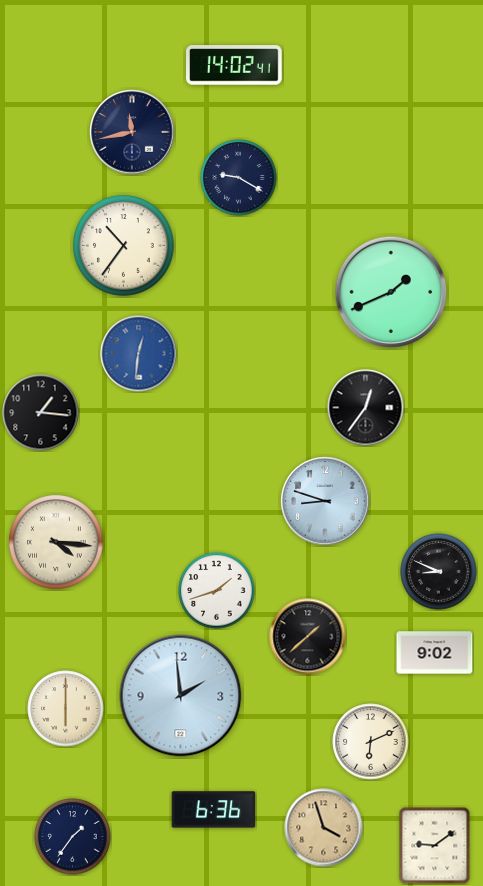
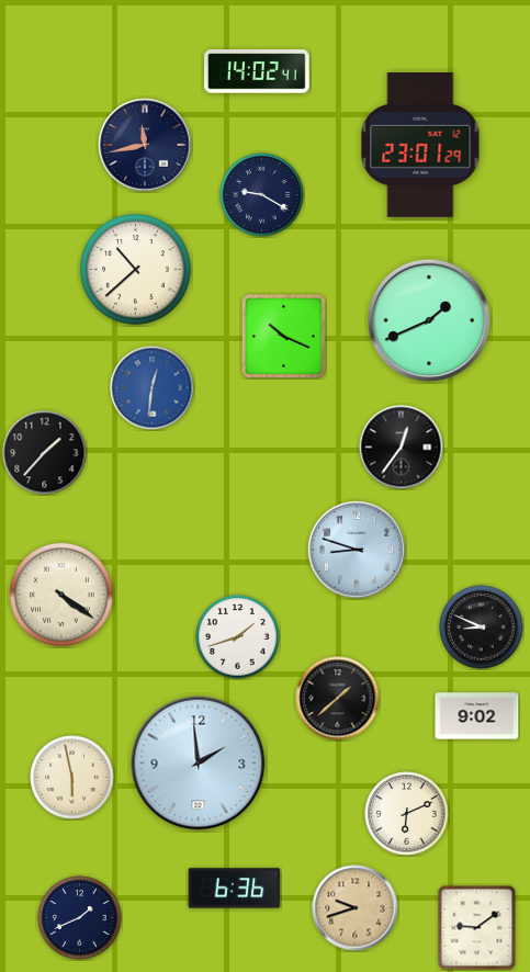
clock at (420, 145): none -> 23:01
clock at (124, 246): 10:36 -> 10:38
clock at (283, 336): none -> 10:19
clock at (41, 413): 1:16 -> 1:37
clock at (56, 542): 4:16 -> 4:21
clock at (217, 591) position: (217, 591) -> (238, 637)
clock at (66, 709): 6:00 -> 5:58
clock at (324, 828): 3:57 -> 9:42
clock at (73, 837): 1:36 -> 1:41
